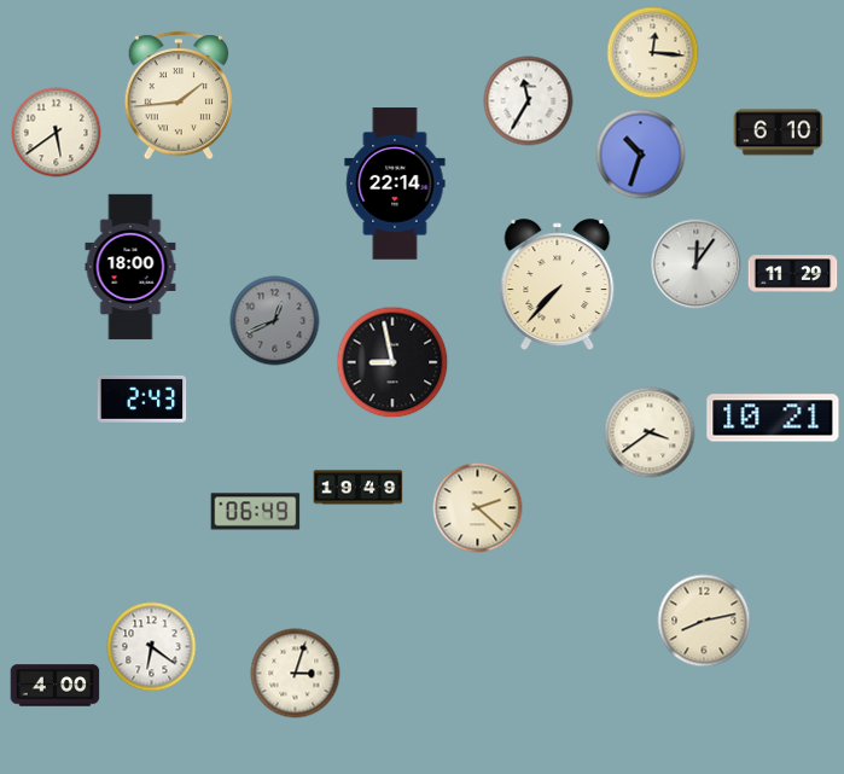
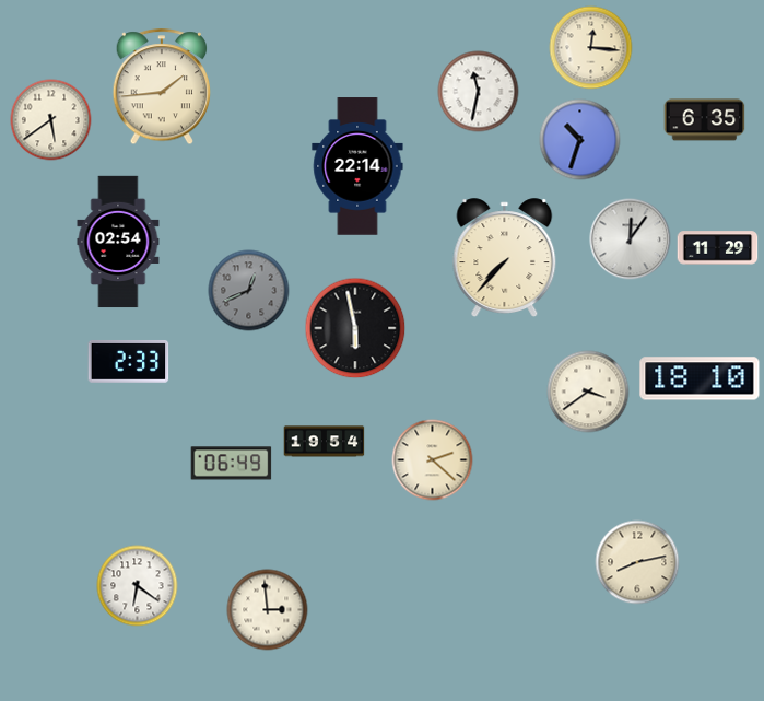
clock at (529, 101): 11:35 -> 11:32
clock at (779, 133): 6:10 -> 6:35
clock at (130, 267): 18:00 -> 02:54
clock at (392, 362): 8:58 -> 5:58
clock at (142, 398): 2:43 -> 2:33
clock at (773, 418): 10:21 -> 18:10
clock at (359, 488): 19:49 -> 19:54
clock at (296, 674): 3:03 -> 2:59
clock at (56, 686): 4:00 -> none
